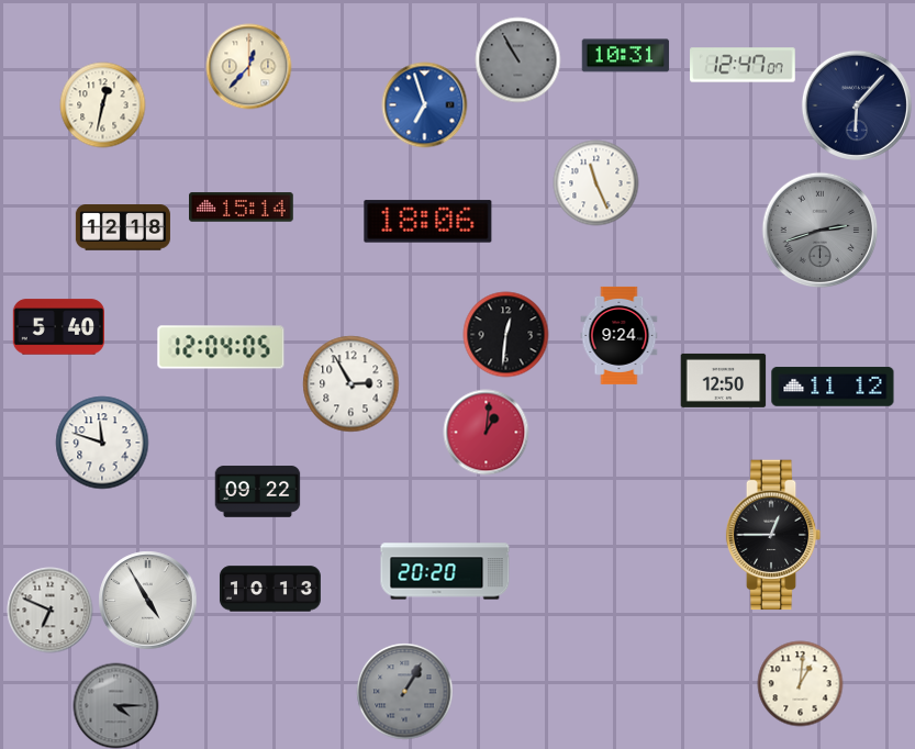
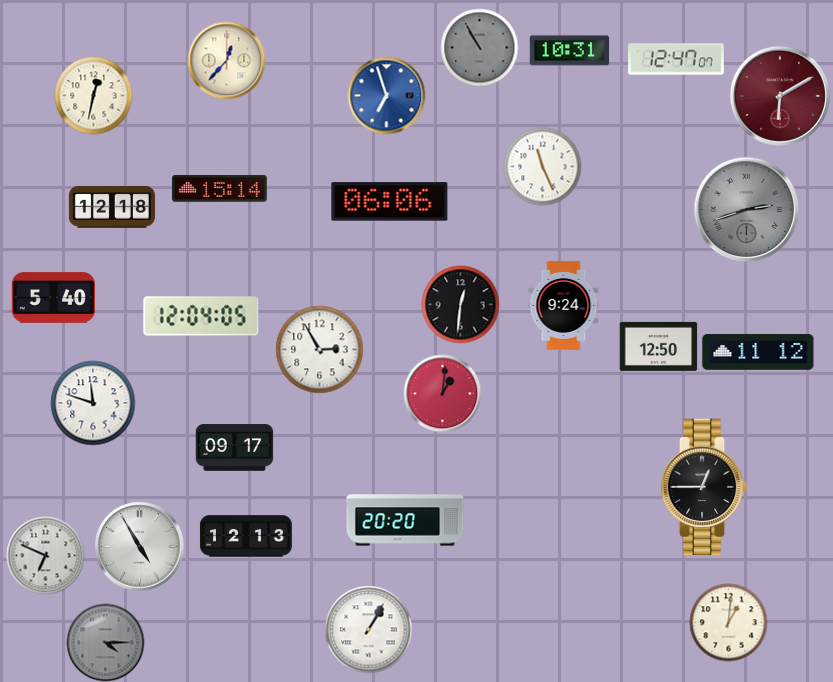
clock at (517, 59) position: (517, 59) -> (479, 47)
clock at (857, 105): 6:07 -> 6:10
clock at (857, 105) dial: navy -> burgundy
clock at (428, 222): 18:06 -> 06:06
clock at (257, 492): 09:22 -> 09:17
clock at (270, 589): 10:13 -> 12:13
clock at (147, 600) position: (147, 600) -> (139, 546)
clock at (404, 691) dial: grey -> white
